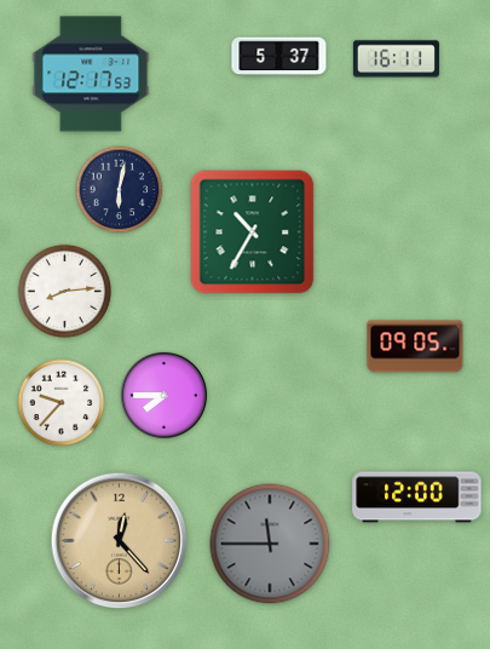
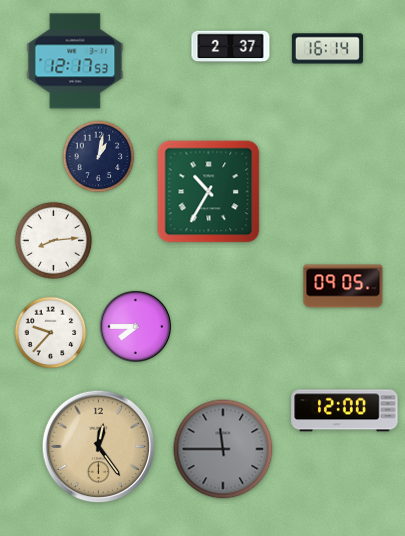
clock at (279, 57): 5:37 -> 2:37
clock at (396, 59): 16:11 -> 16:14
clock at (120, 190): 6:02 -> 1:02
clock at (120, 541): 12:23 -> 12:24
